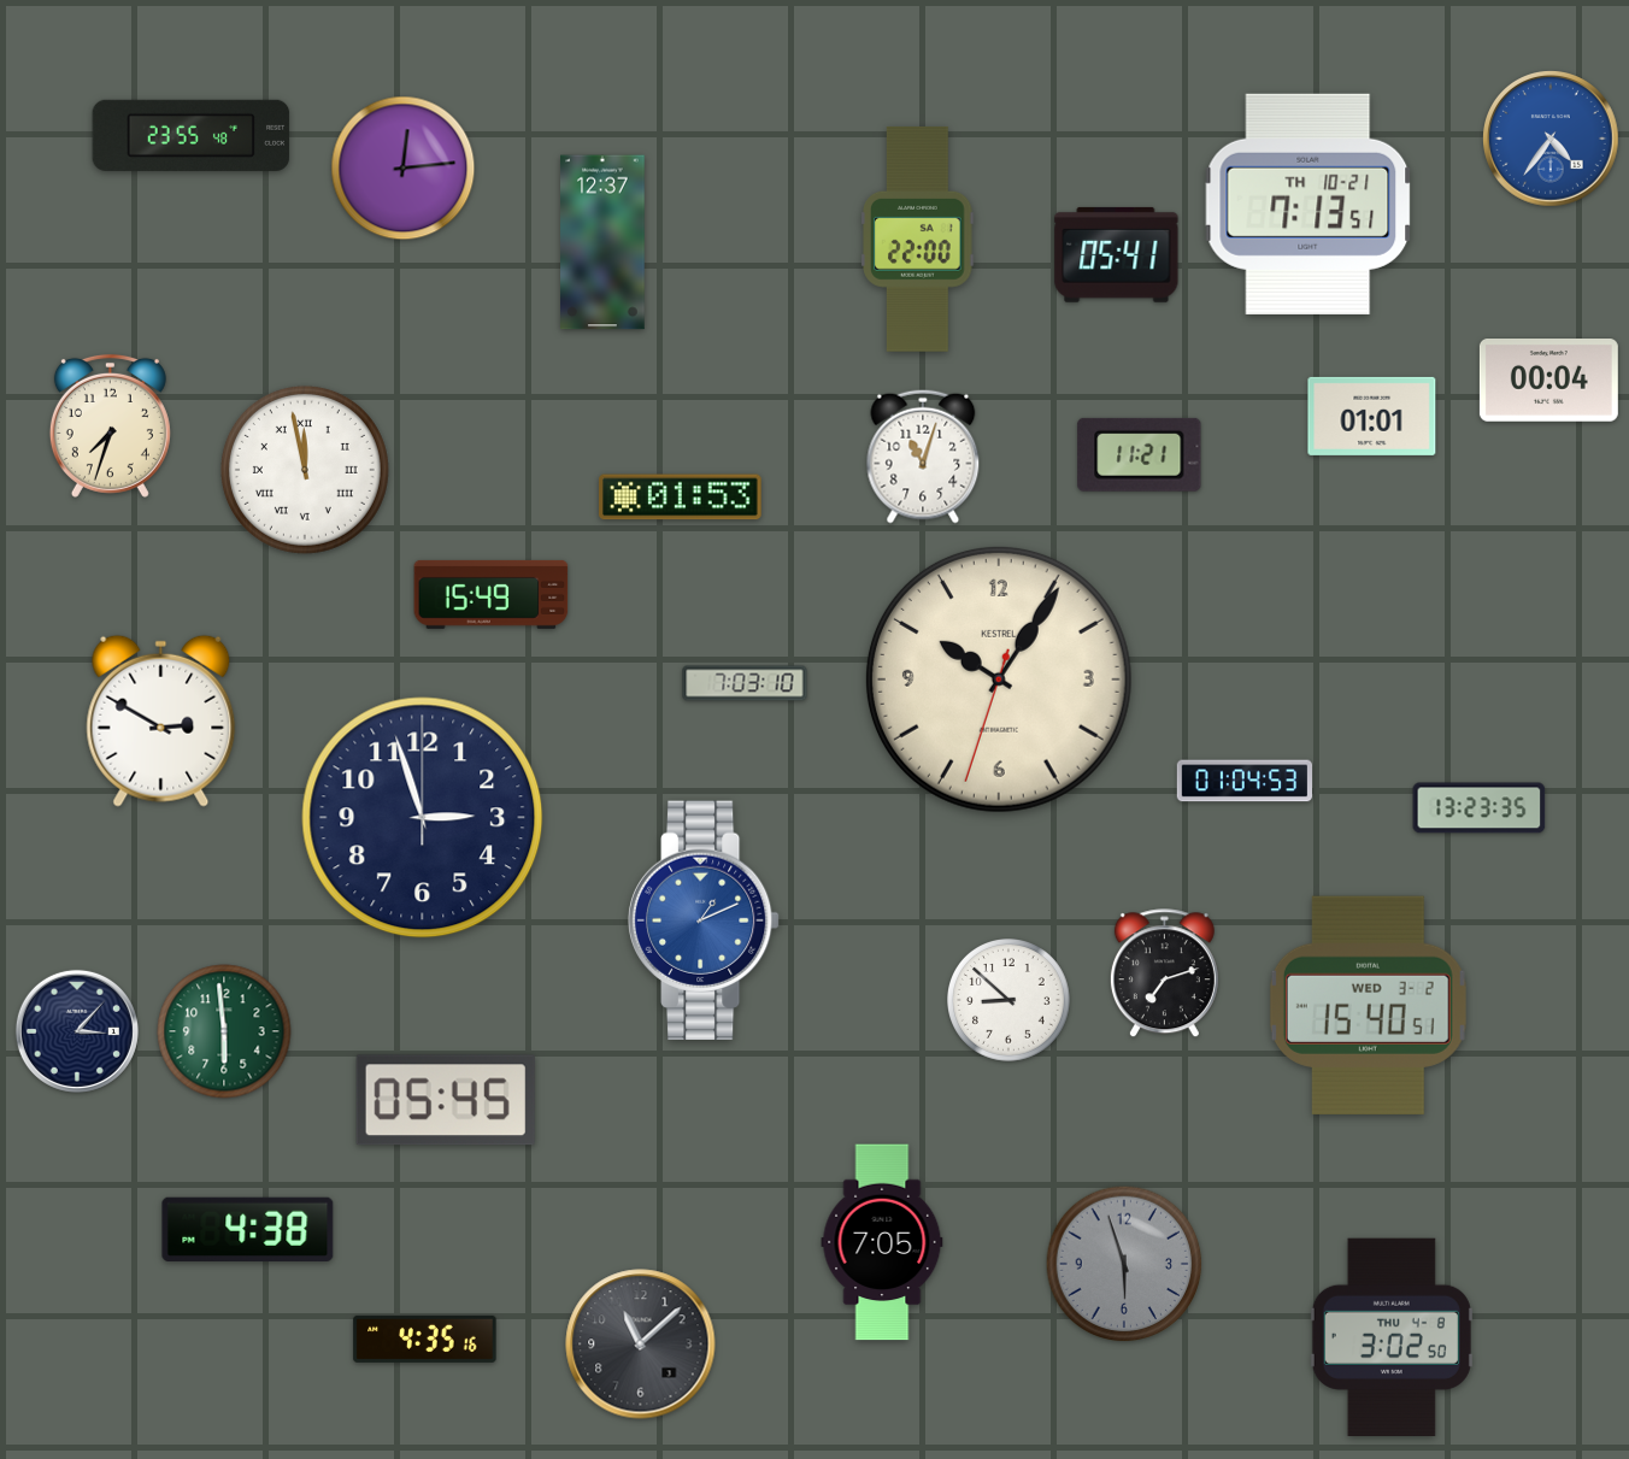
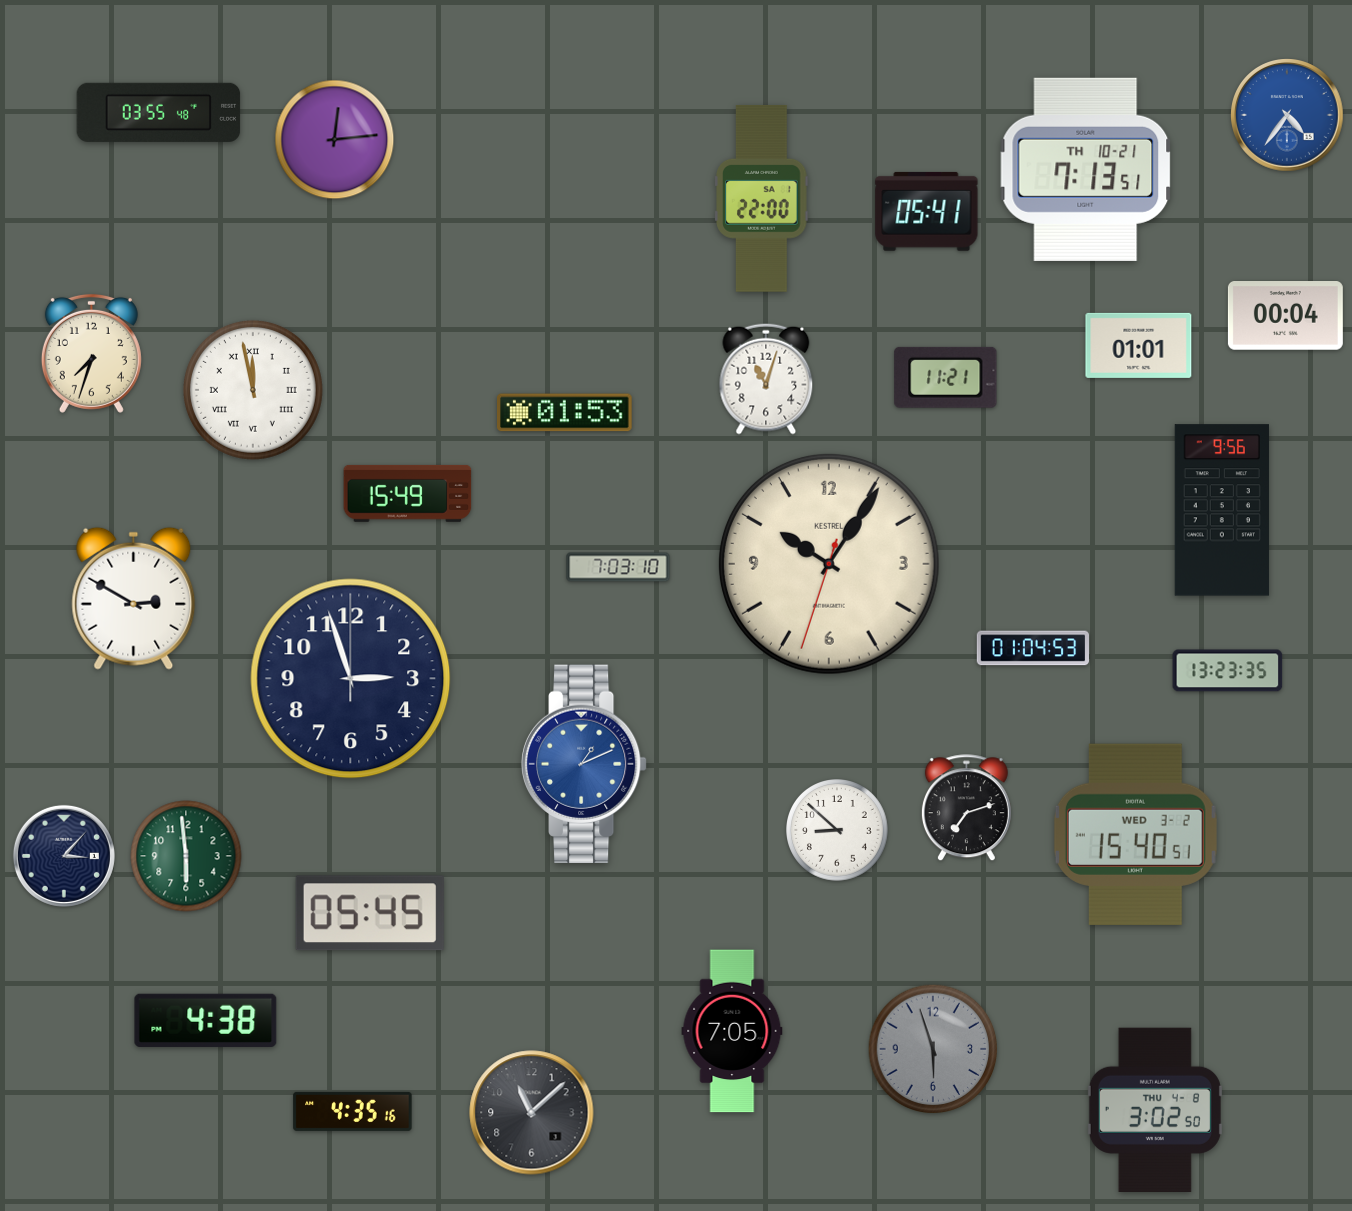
clock at (192, 135): 23:55 -> 03:55
clock at (602, 242): 12:37 -> none
clock at (1222, 510): none -> 9:56
clock at (641, 1345) position: (641, 1345) -> (532, 1113)
